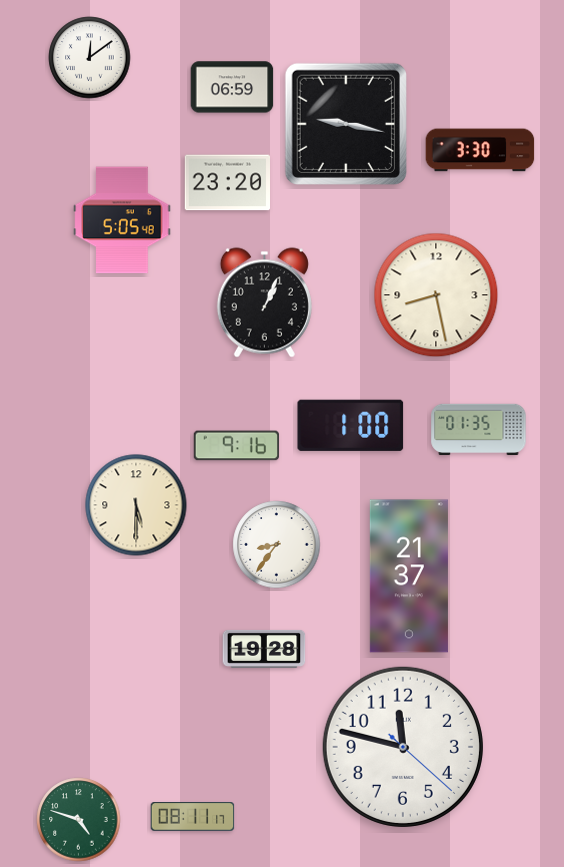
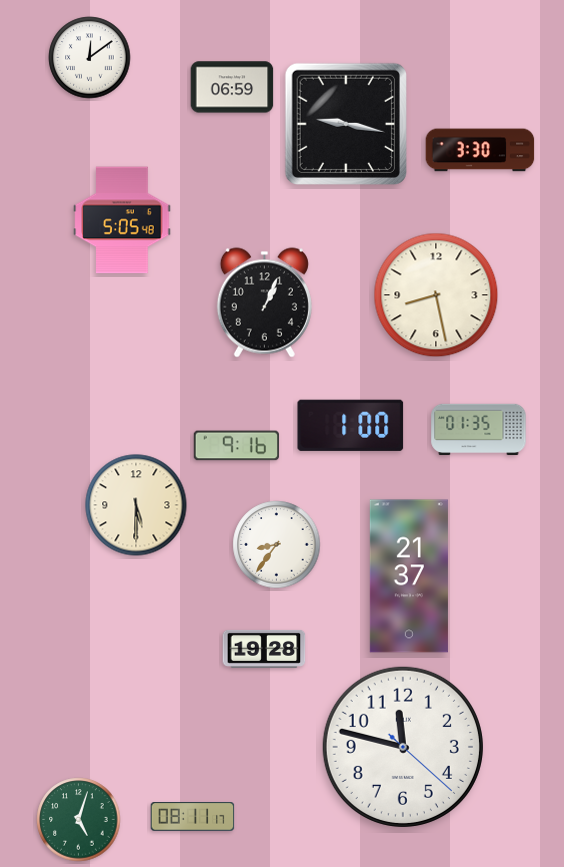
clock at (227, 183): 23:20 -> none
clock at (79, 820): 4:48 -> 5:03
